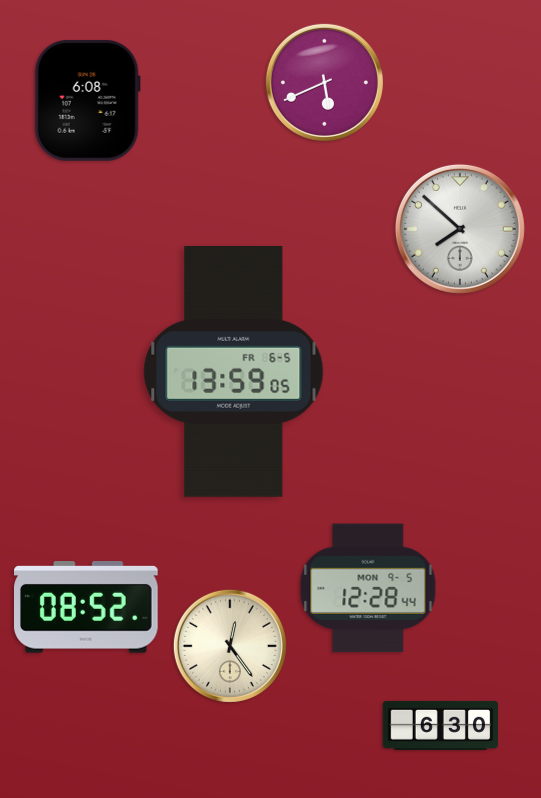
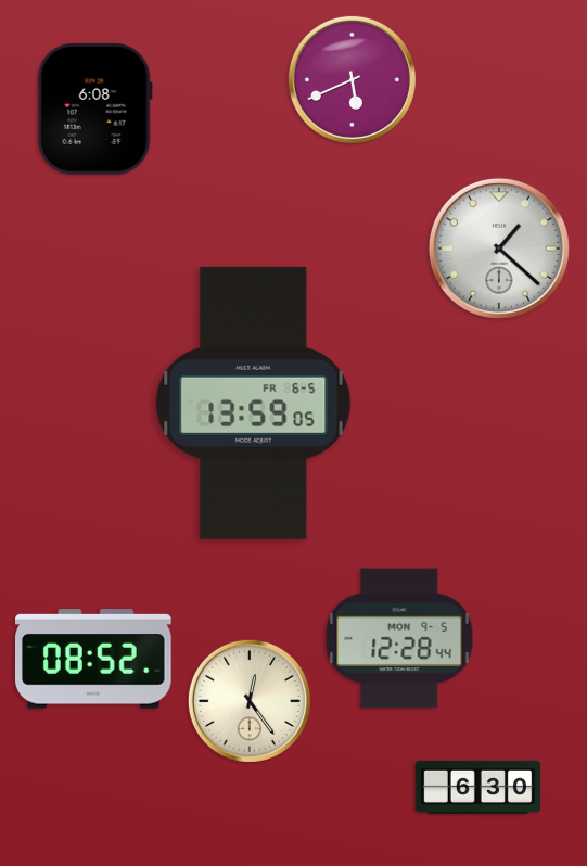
clock at (324, 82) position: (324, 82) -> (352, 79)
clock at (460, 229): 7:52 -> 1:22
